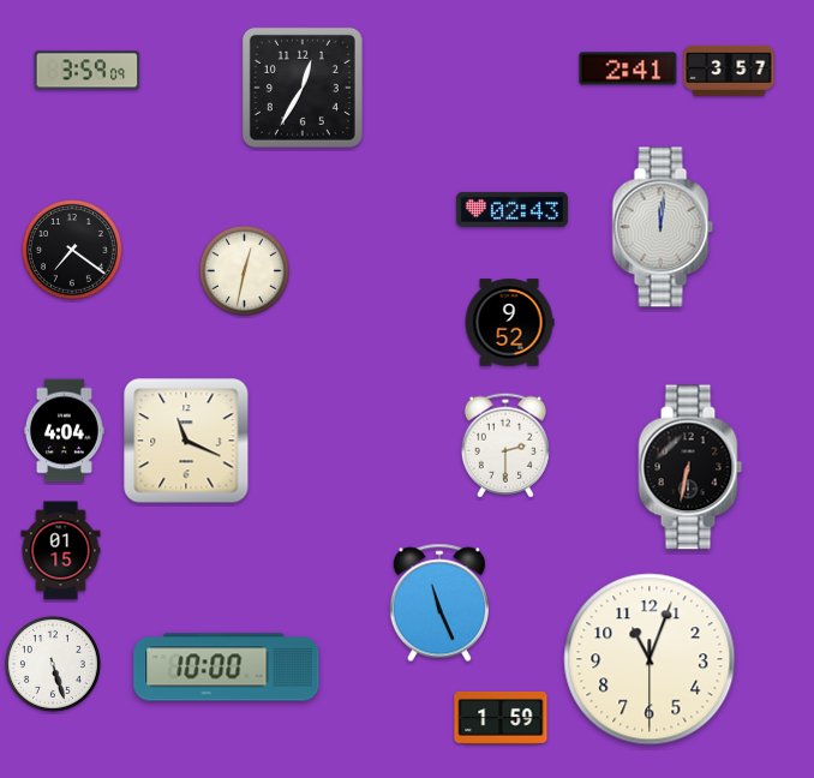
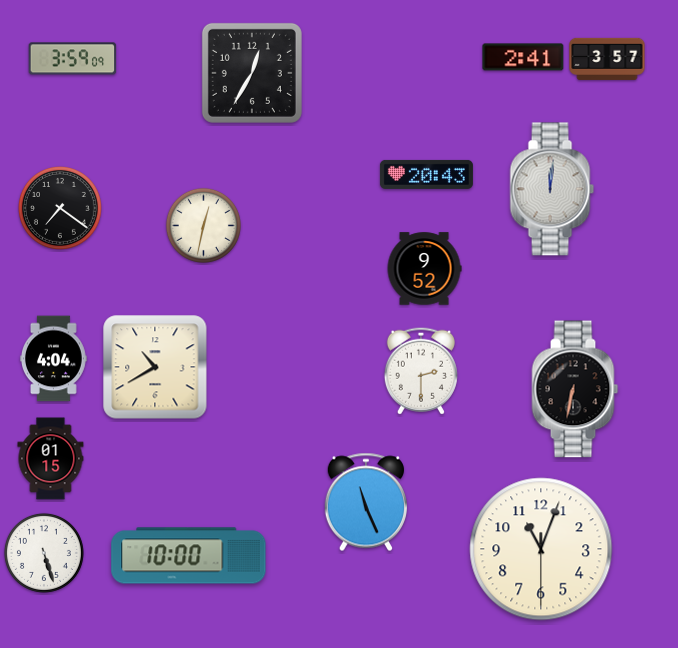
clock at (511, 209): 02:43 -> 20:43
clock at (186, 441): 11:19 -> 10:40
clock at (501, 718): 1:59 -> none
